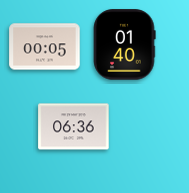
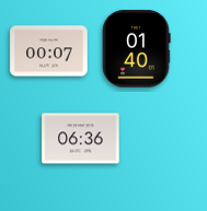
clock at (45, 47): 00:05 -> 00:07
